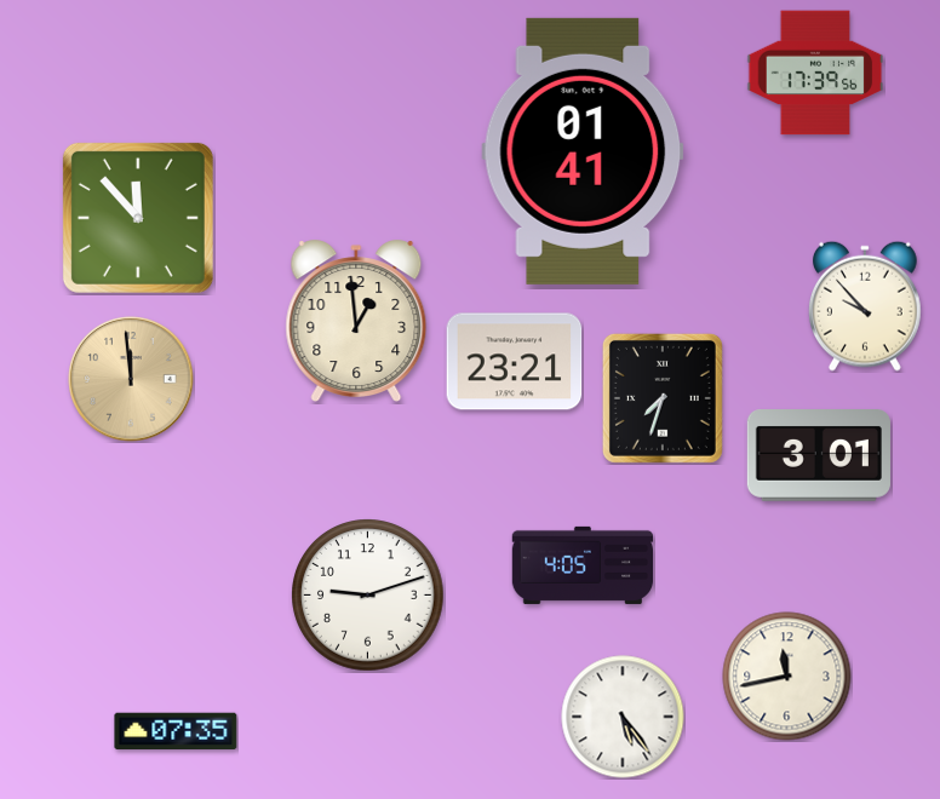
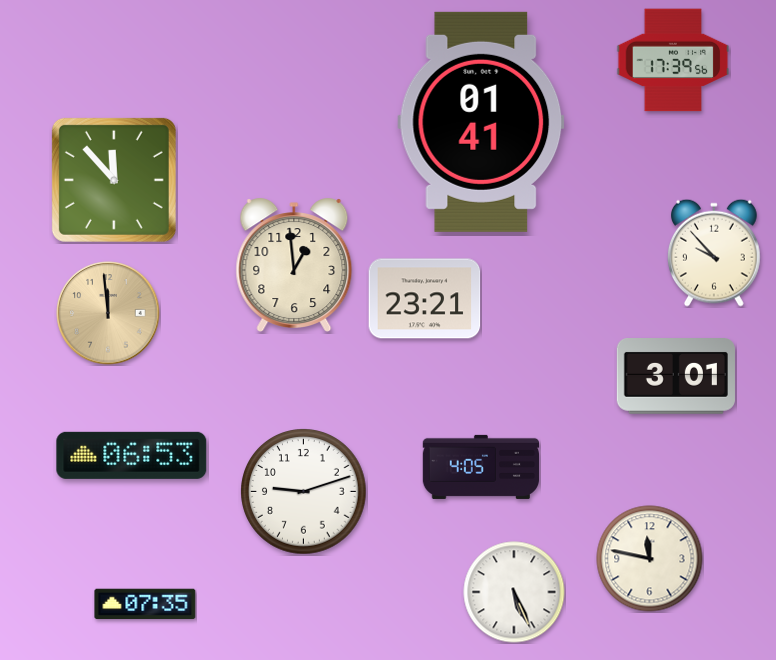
clock at (583, 151) position: (583, 151) -> (481, 122)
clock at (663, 398): 7:33 -> none
clock at (132, 455): none -> 06:53
clock at (787, 677): 11:43 -> 11:47
clock at (623, 717): 5:24 -> 5:26
